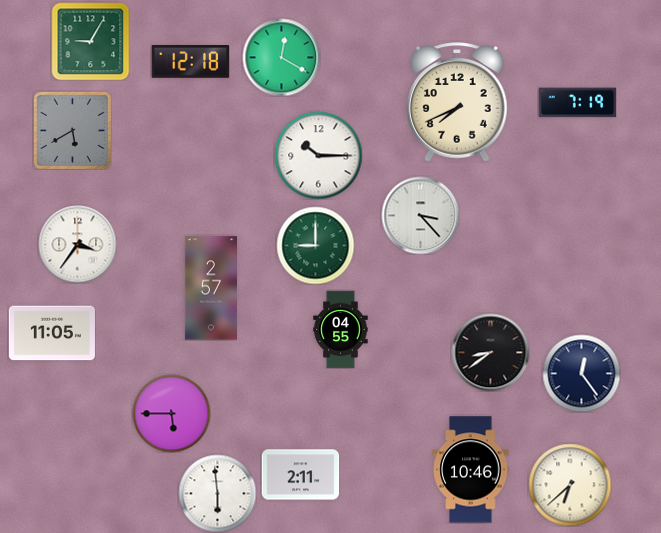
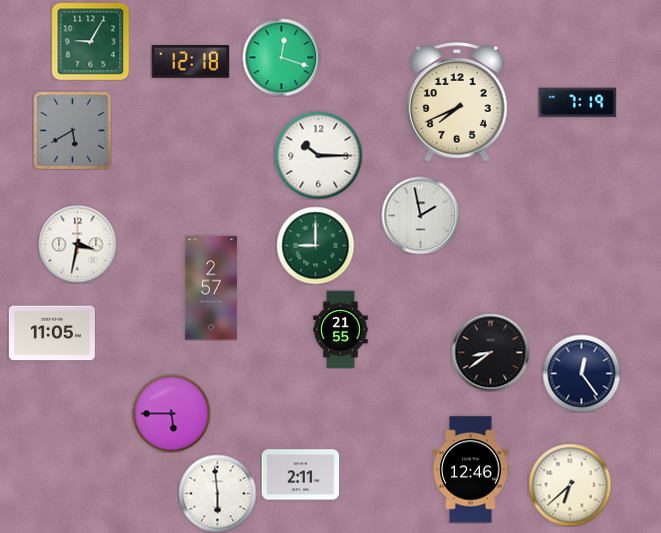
clock at (281, 57): 12:20 -> 12:18
clock at (420, 215): 3:23 -> 1:58
clock at (77, 244): 3:36 -> 3:32
clock at (341, 329): 04:55 -> 21:55
clock at (471, 470): 10:46 -> 12:46
